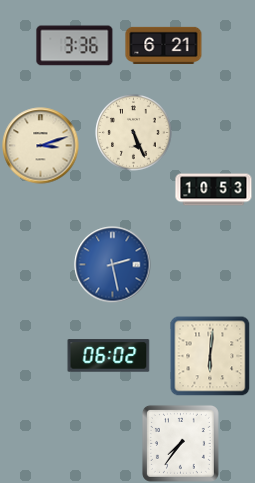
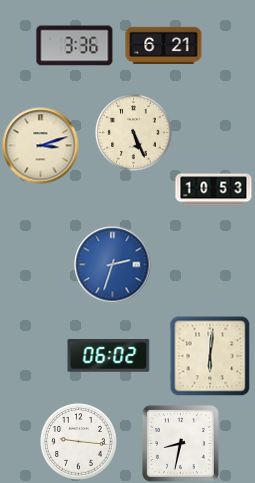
clock at (113, 265): 2:28 -> 2:33
clock at (79, 442): none -> 9:16
clock at (180, 443): 7:36 -> 8:32
